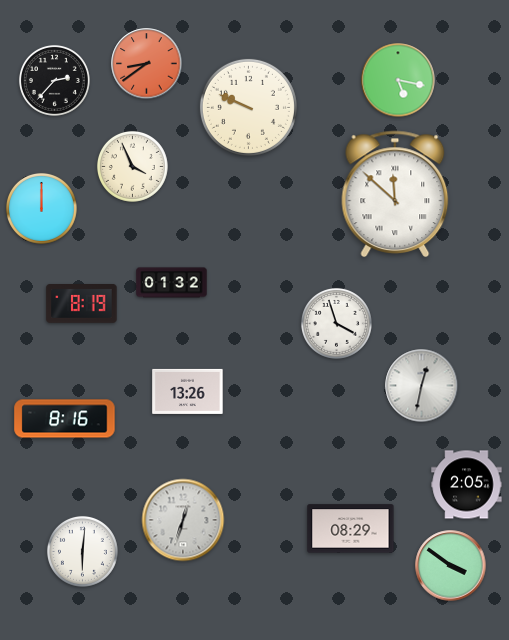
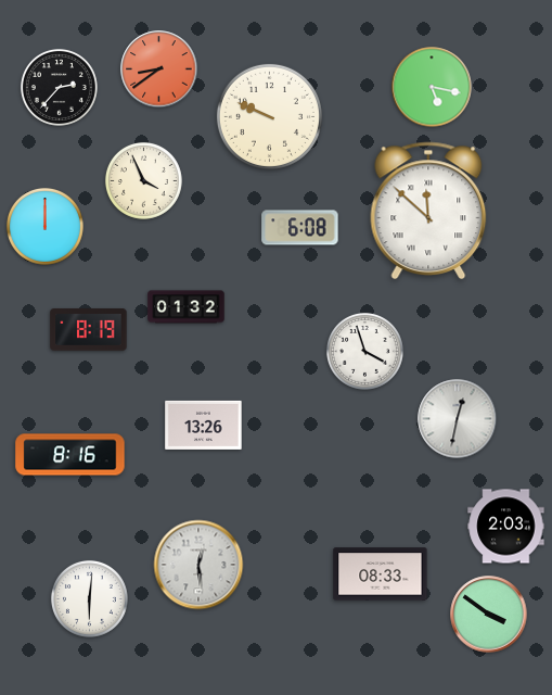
clock at (300, 228): none -> 6:08
clock at (467, 485): 2:05 -> 2:03
clock at (183, 520): 12:33 -> 12:29
clock at (351, 529): 08:29 -> 08:33
